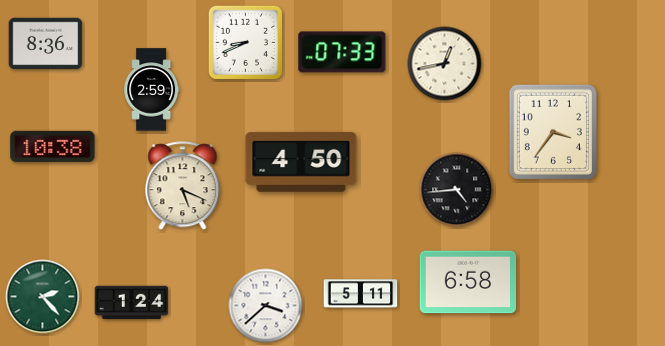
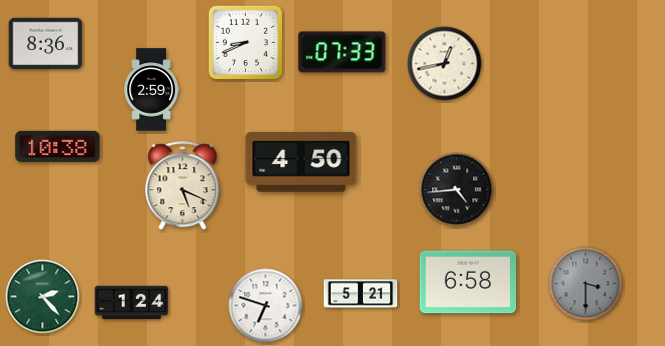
clock at (553, 131): 3:36 -> none
clock at (53, 146) position: (53, 146) -> (58, 146)
clock at (586, 284): none -> 3:30
clock at (361, 294): 5:11 -> 5:21
clock at (266, 306): 3:38 -> 6:48
